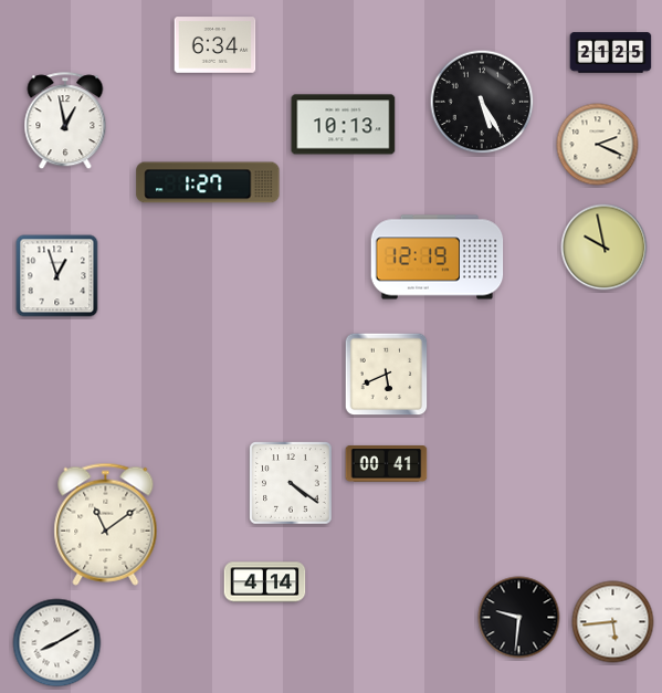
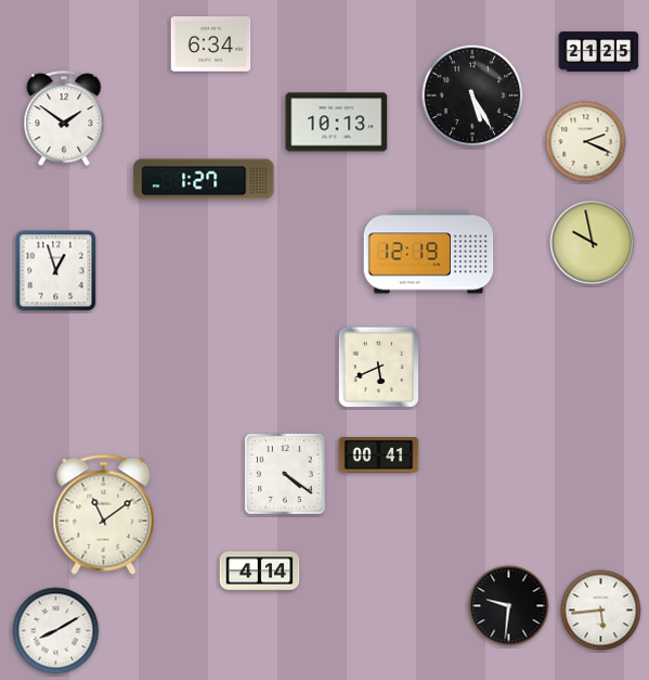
clock at (482, 102) position: (482, 102) -> (472, 95)
clock at (65, 122): 12:58 -> 1:51
